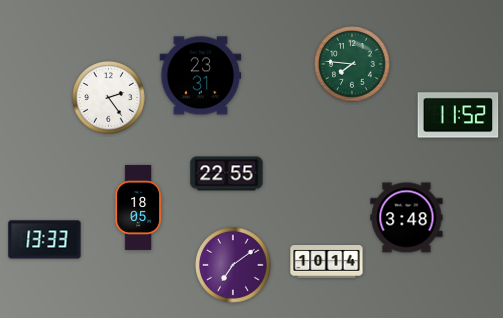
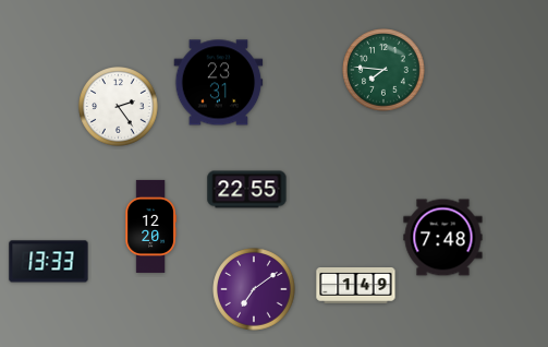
clock at (458, 115): 11:52 -> none
clock at (138, 207): 18:05 -> 12:20
clock at (407, 218): 3:48 -> 7:48
clock at (327, 262): 10:14 -> 1:49
